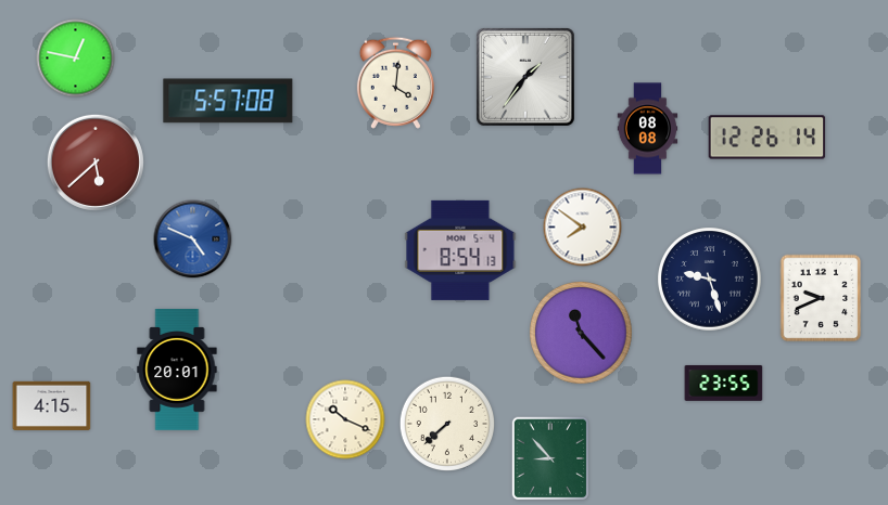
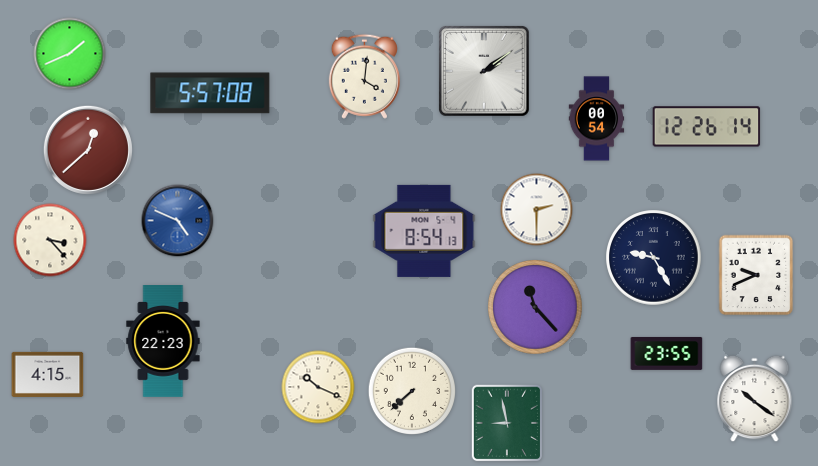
clock at (76, 59): 12:47 -> 1:41
clock at (527, 78): 1:36 -> 2:09
clock at (648, 129): 08:08 -> 00:54
clock at (96, 163): 5:38 -> 12:38
clock at (583, 228): 7:51 -> 2:30
clock at (50, 240): none -> 3:23
clock at (710, 280): 9:27 -> 9:25
clock at (177, 371): 20:01 -> 22:23
clock at (755, 399): none -> 10:21
clock at (550, 458): 8:53 -> 8:58
